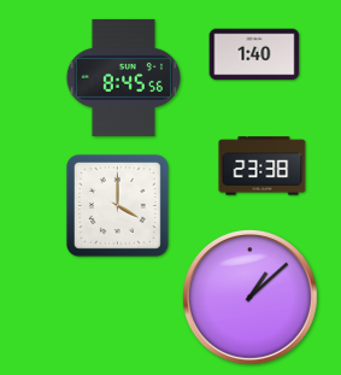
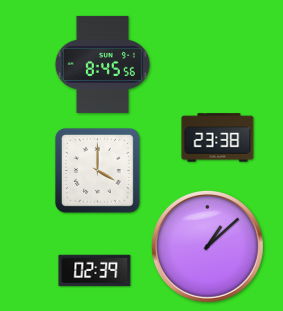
clock at (254, 54): 1:40 -> none
clock at (95, 271): none -> 02:39
